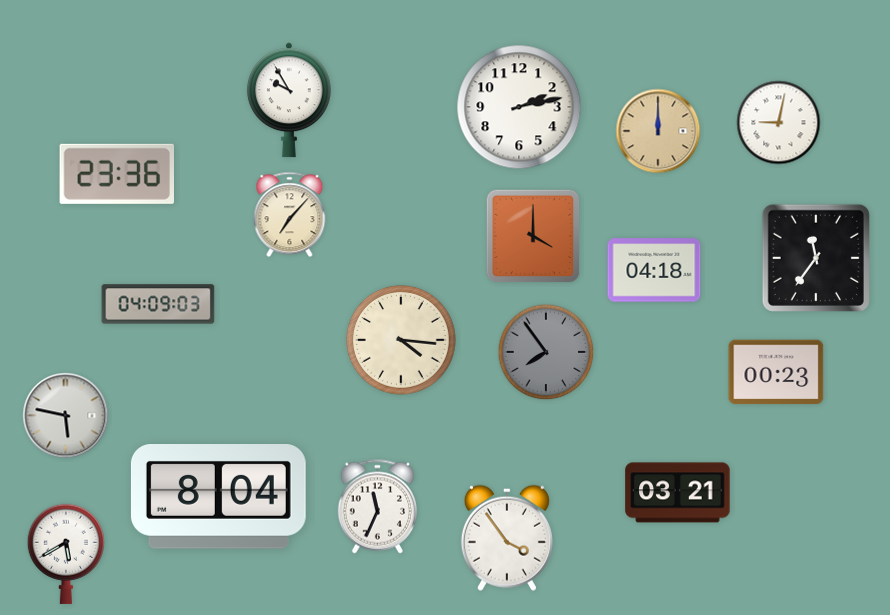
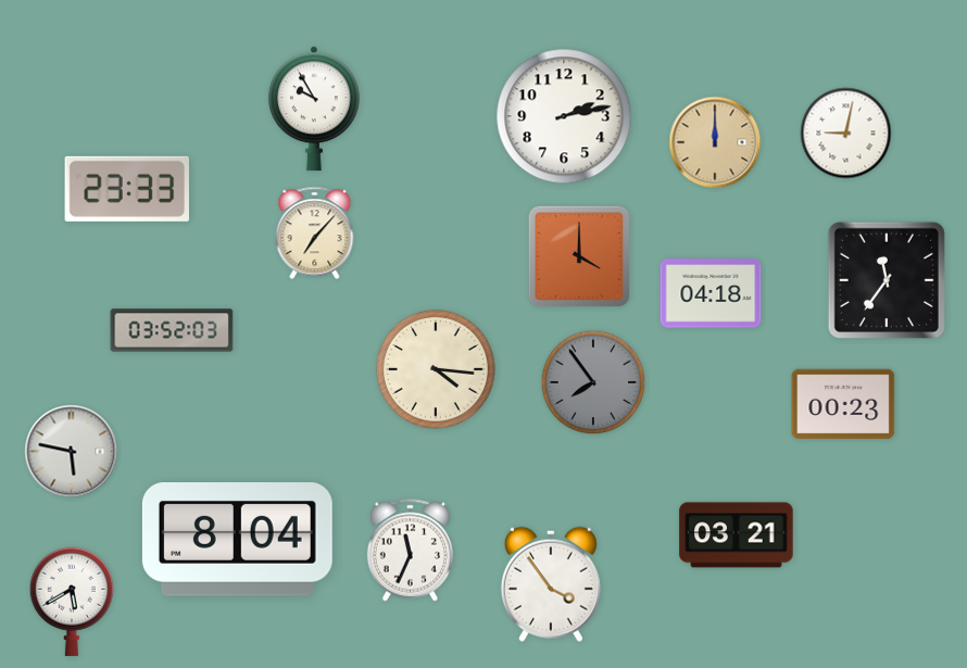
clock at (116, 174): 23:36 -> 23:33
clock at (158, 304): 04:09 -> 03:52
